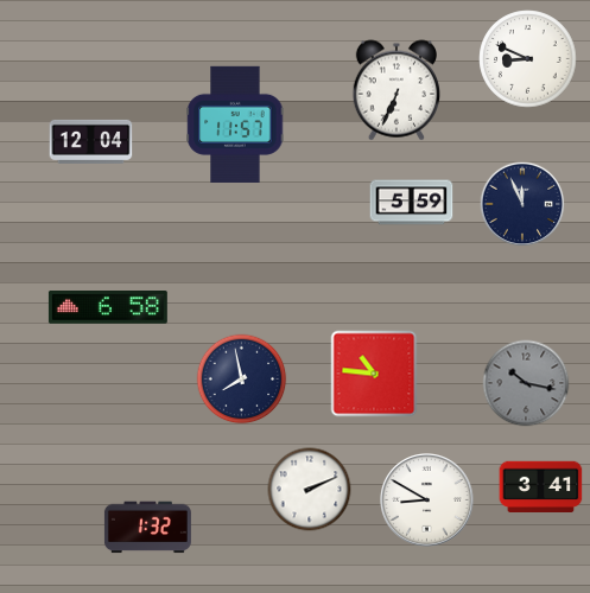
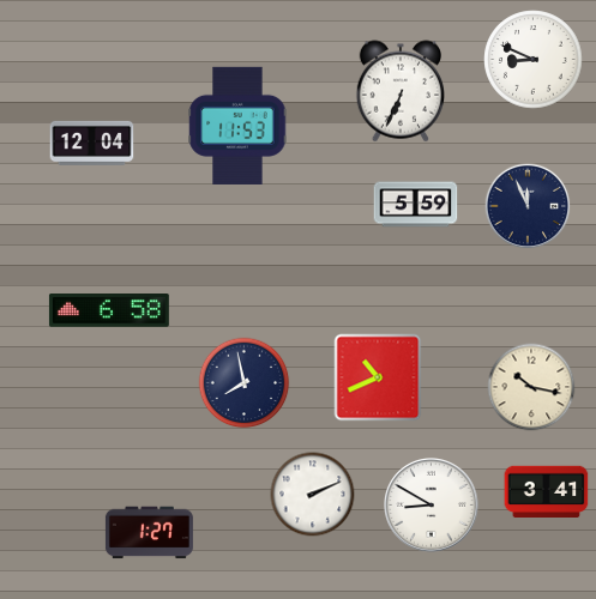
clock at (235, 125): 11:57 -> 11:53
clock at (374, 374): 10:46 -> 10:41
clock at (526, 383) dial: grey -> cream
clock at (147, 528): 1:32 -> 1:27
